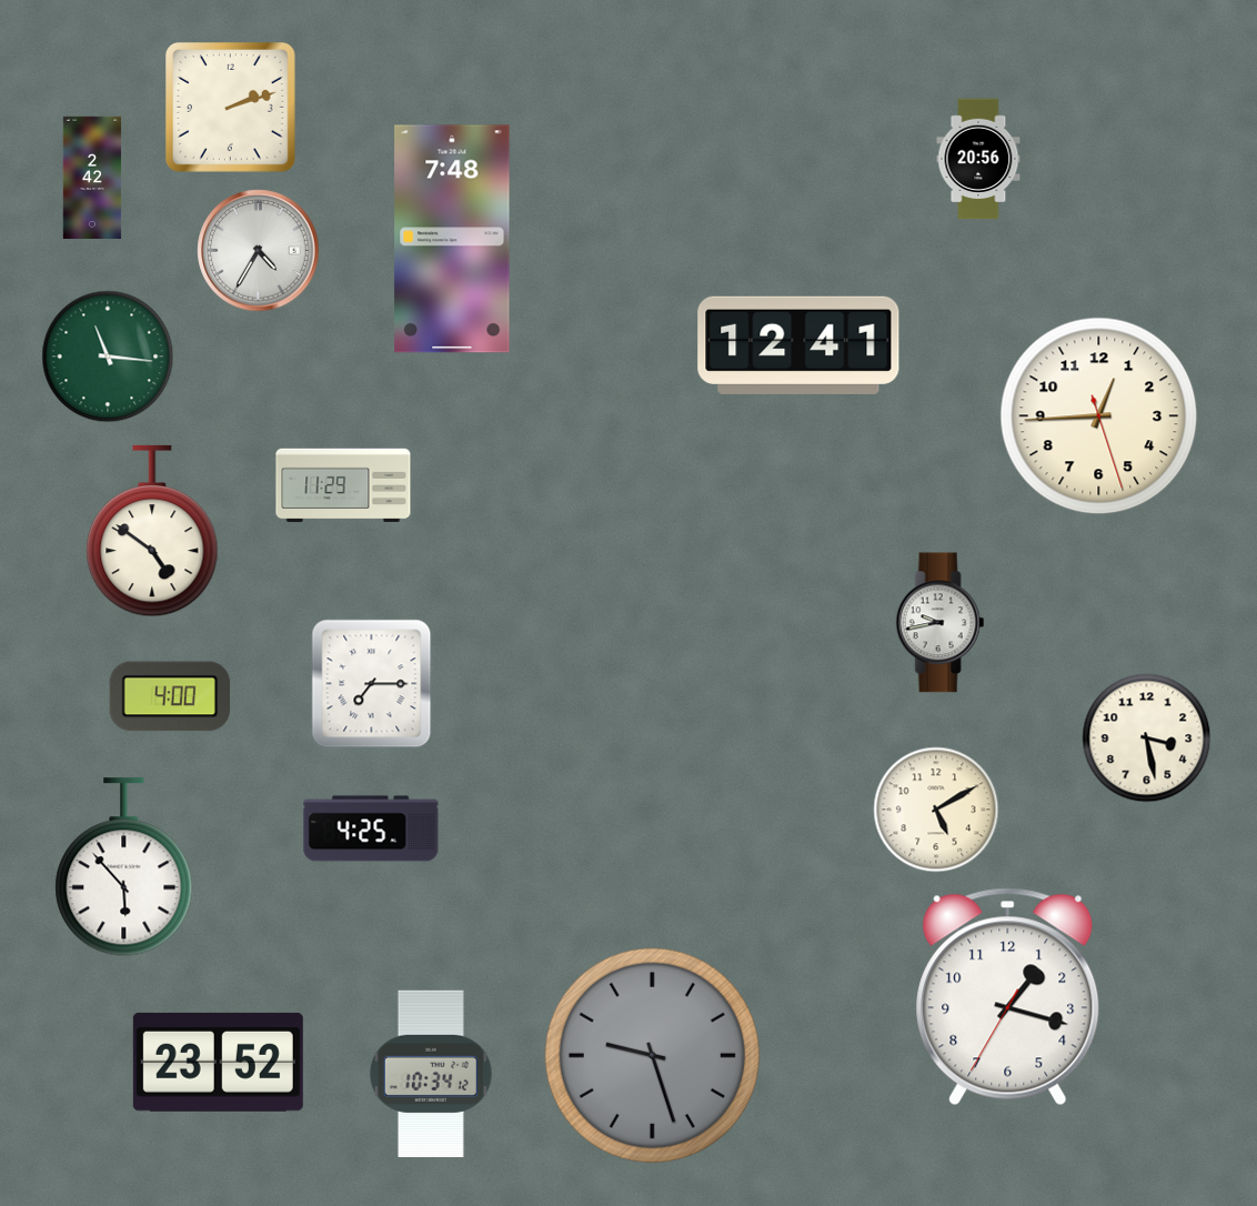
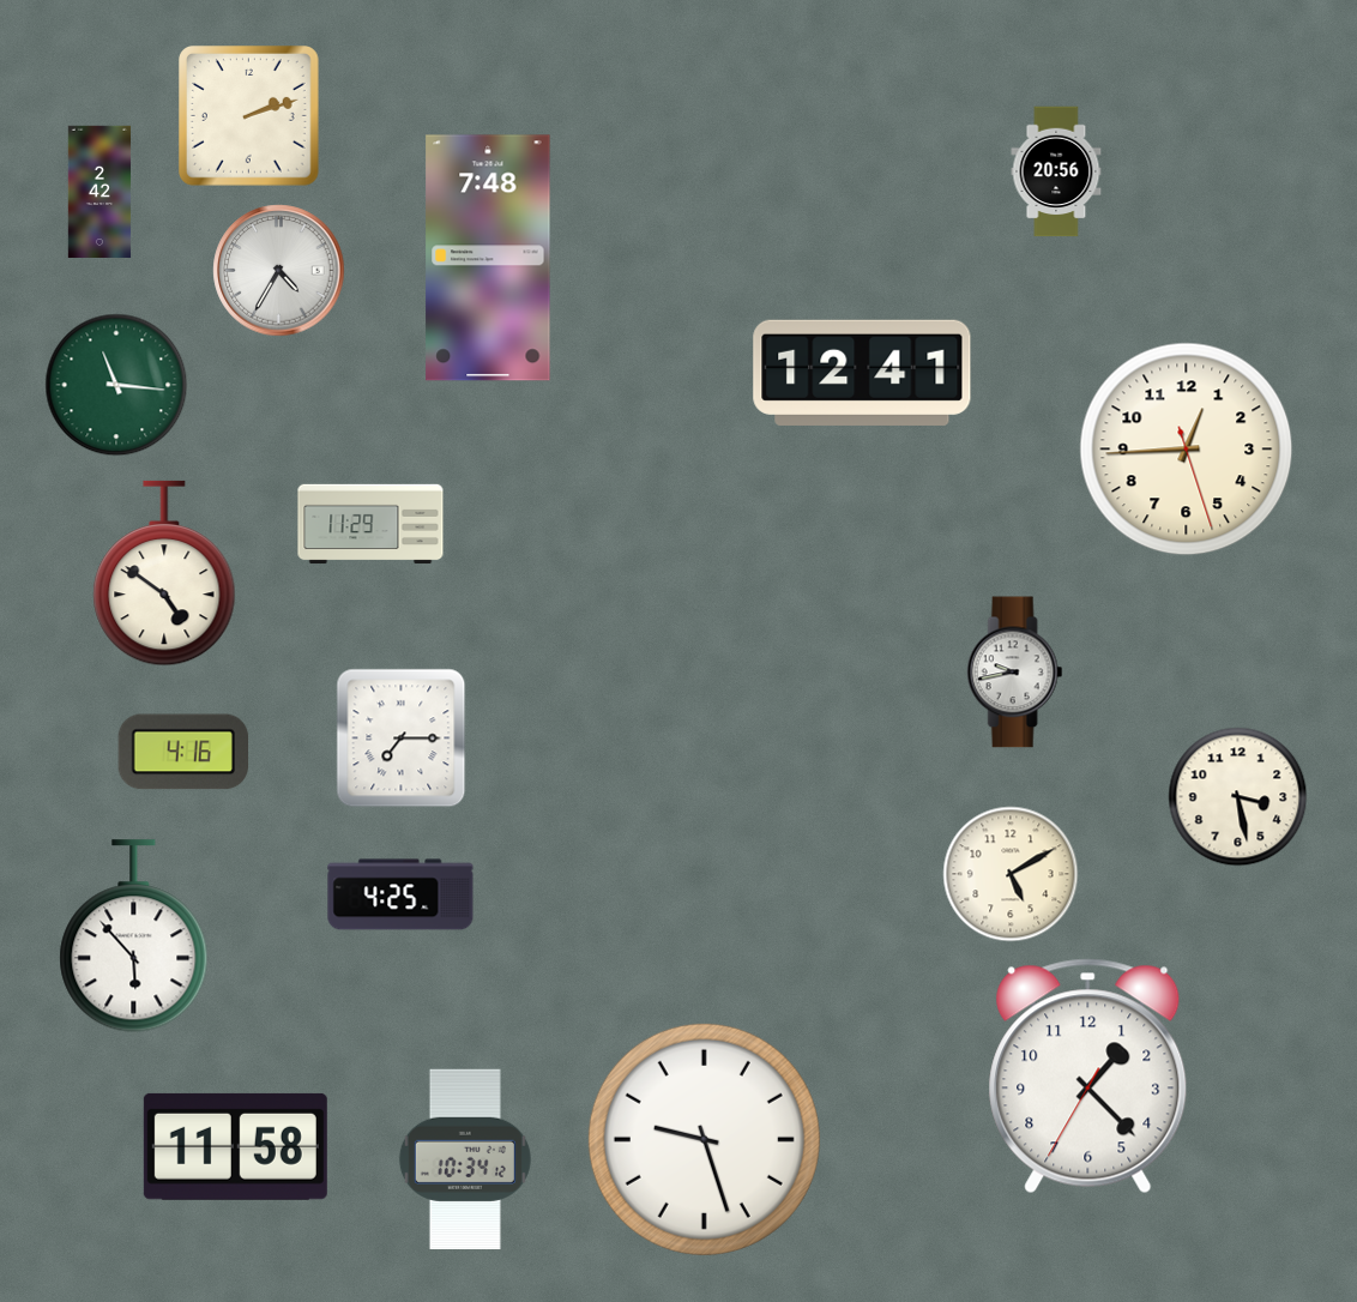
clock at (170, 696): 4:00 -> 4:16
clock at (1008, 997): 1:17 -> 1:22
clock at (652, 1055) dial: grey -> white
clock at (218, 1062): 23:52 -> 11:58
